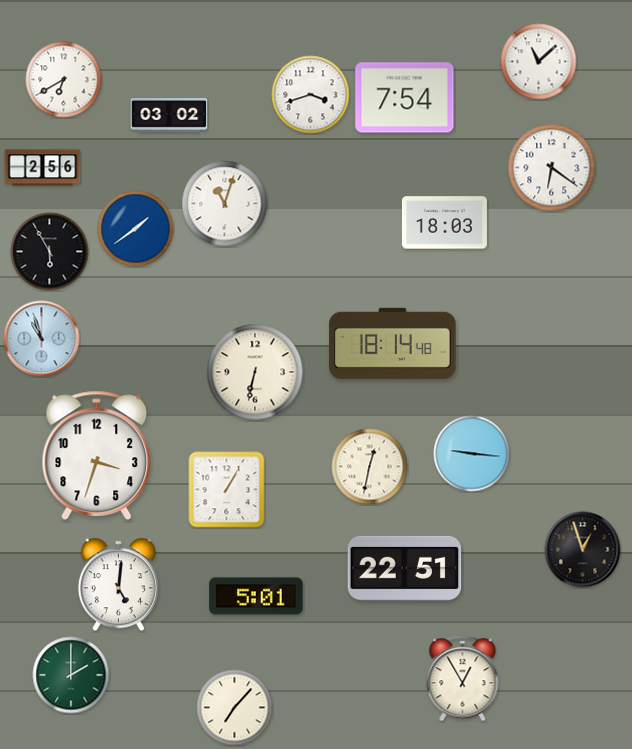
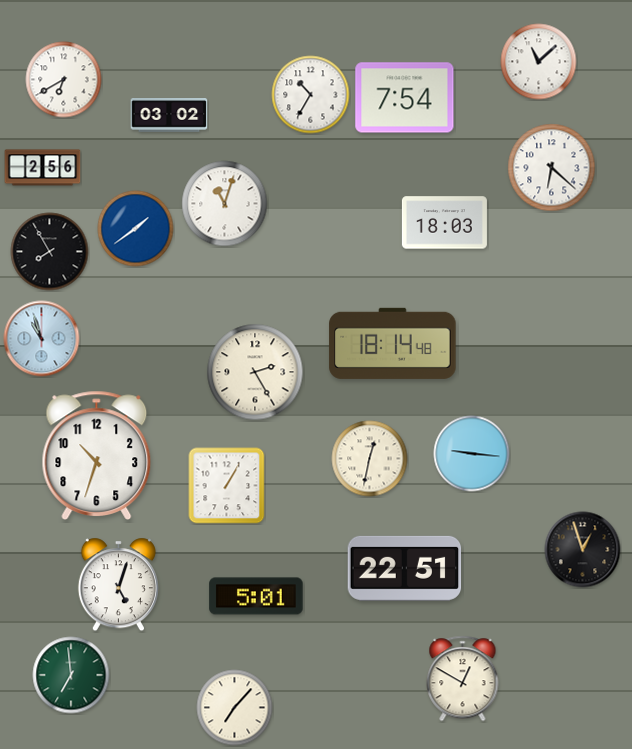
clock at (311, 95): 3:42 -> 10:35
clock at (552, 168): 6:21 -> 6:22
clock at (50, 252): 5:55 -> 7:55
clock at (255, 372): 6:32 -> 2:25
clock at (97, 455): 3:33 -> 10:33
clock at (370, 467) position: (370, 467) -> (370, 459)
clock at (227, 490) position: (227, 490) -> (227, 486)
clock at (118, 585): 5:01 -> 5:03
clock at (71, 675): 2:00 -> 6:59
clock at (463, 679): 12:55 -> 12:50
